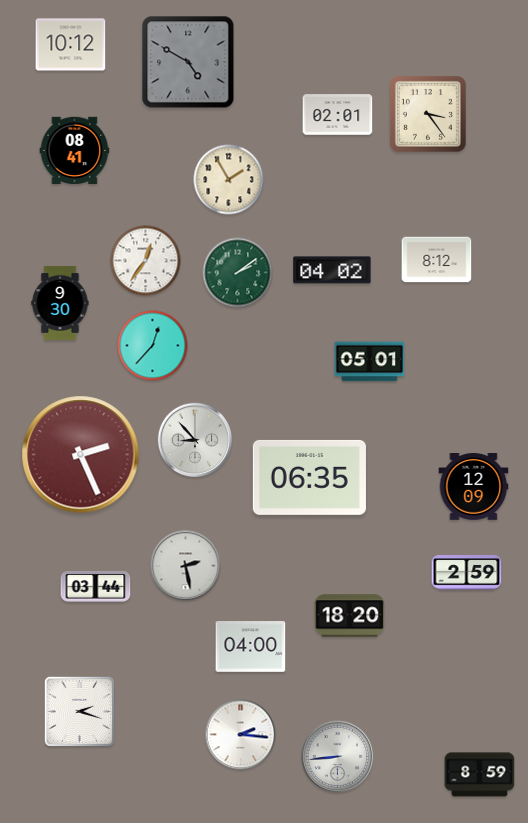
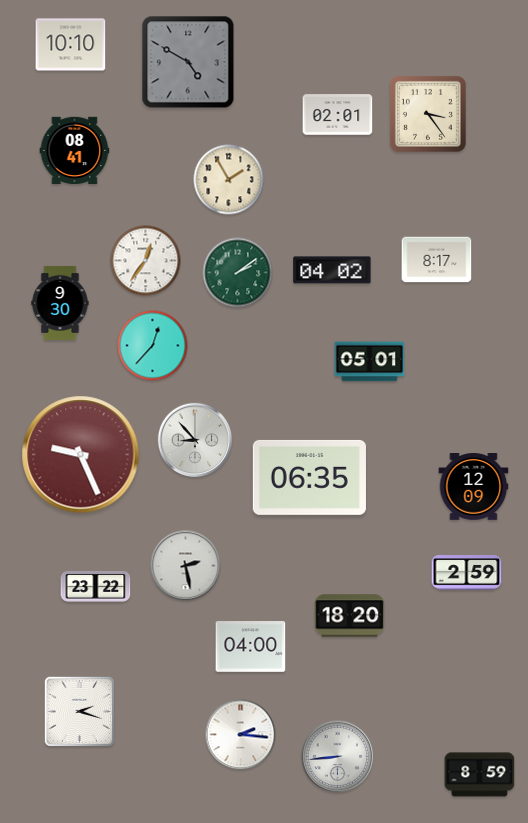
clock at (71, 45): 10:12 -> 10:10
clock at (437, 260): 8:12 -> 8:17
clock at (81, 455): 2:26 -> 9:26
clock at (96, 587): 03:44 -> 23:22
